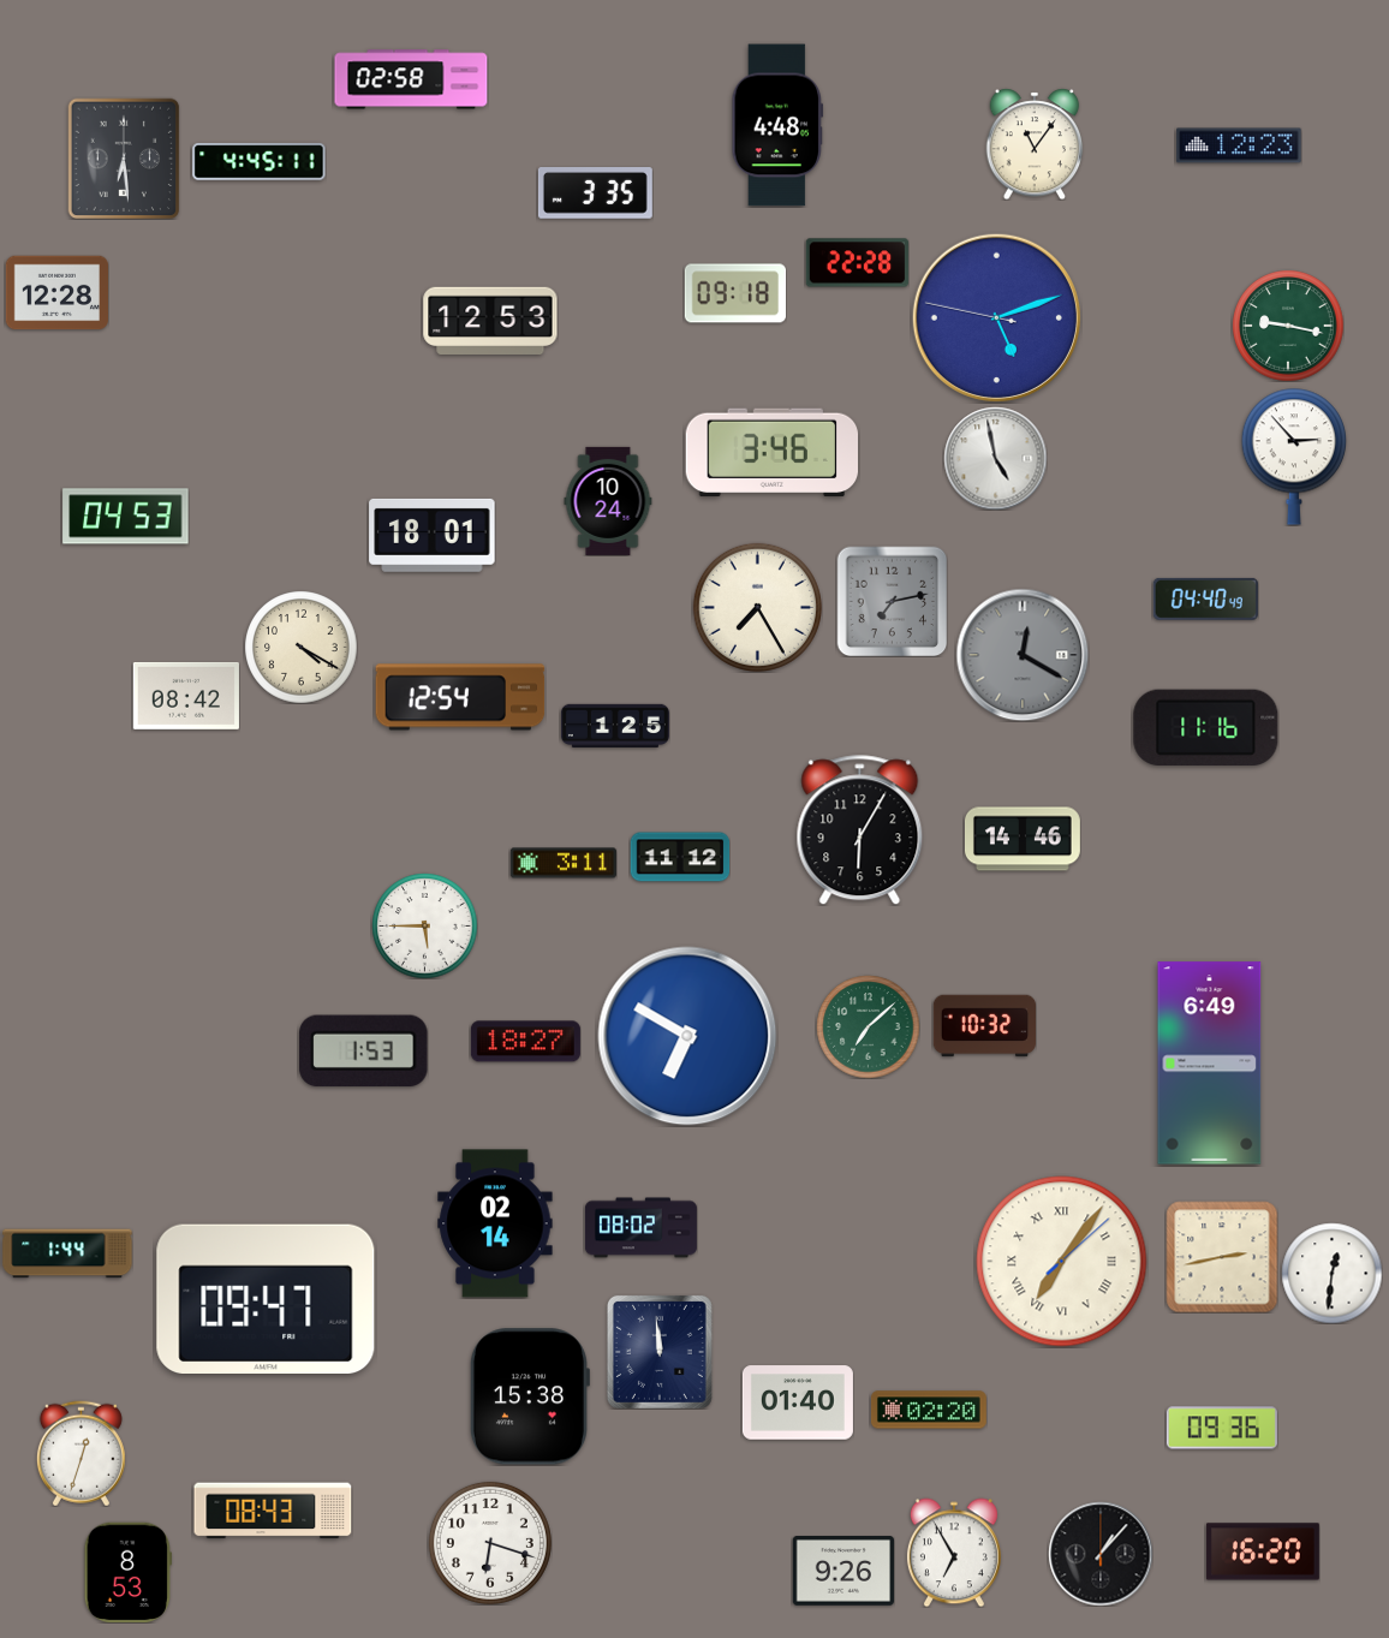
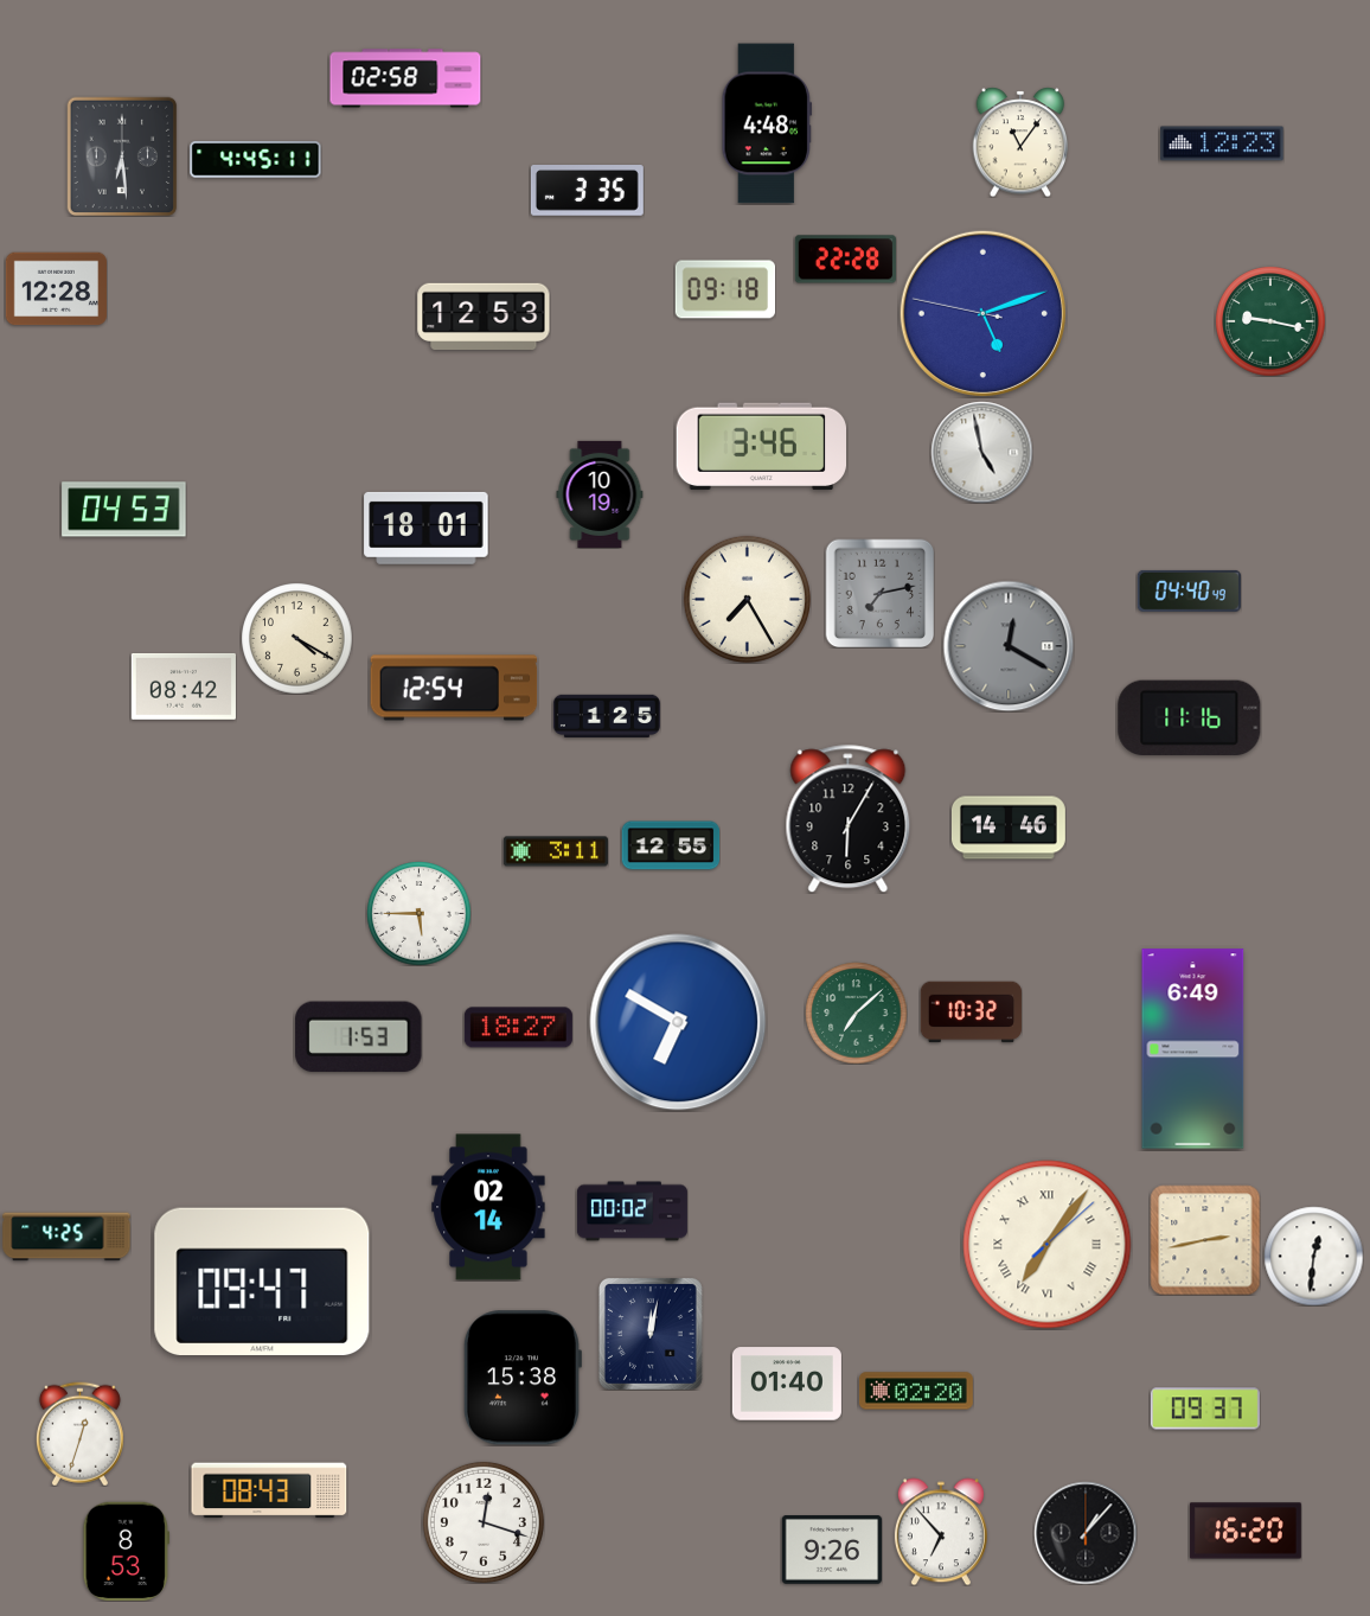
clock at (1293, 457): 2:53 -> none
clock at (608, 501): 10:24 -> 10:19
clock at (680, 857): 11:12 -> 12:55
clock at (640, 1228): 08:02 -> 00:02
clock at (67, 1253): 1:44 -> 4:25
clock at (660, 1352): 11:59 -> 12:02
clock at (1222, 1428): 09:36 -> 09:37
clock at (490, 1543): 6:18 -> 12:18
clock at (954, 1553): 6:55 -> 6:53
